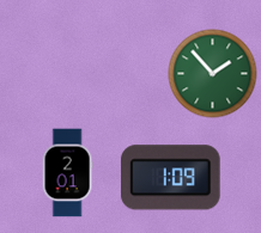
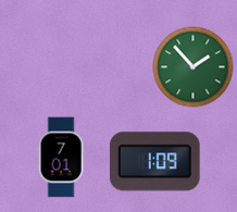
clock at (67, 173): 2:01 -> 7:01
